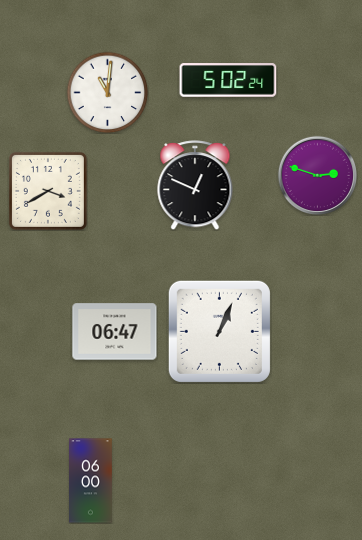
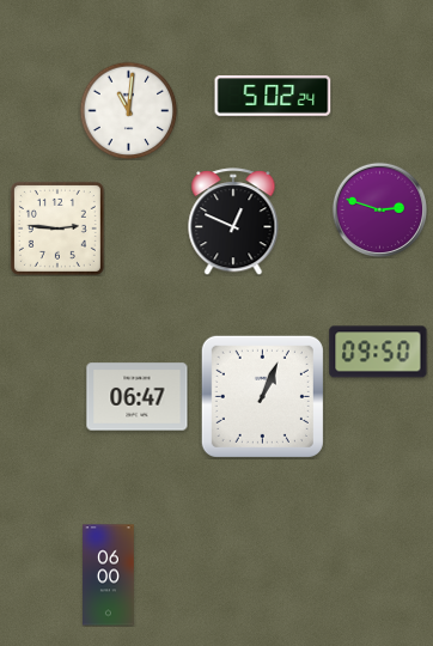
clock at (48, 191): 3:40 -> 2:46
clock at (378, 352): none -> 09:50
